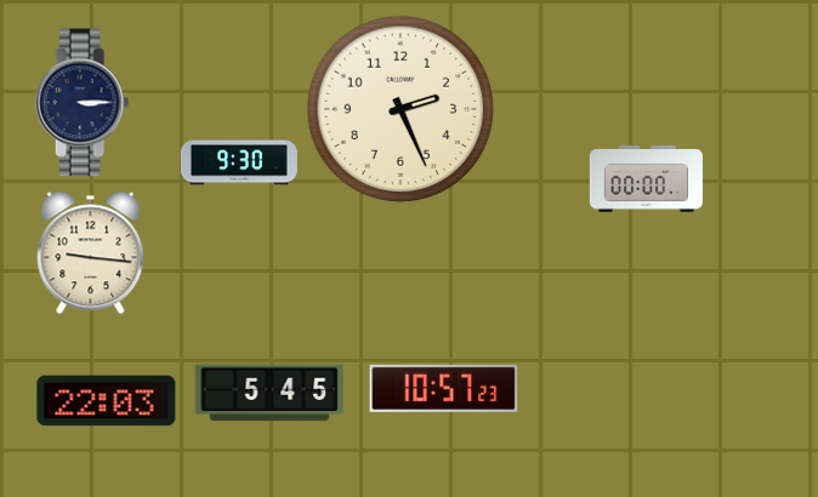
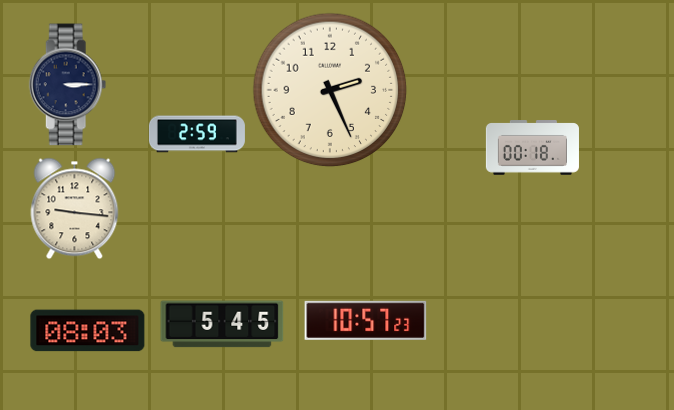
clock at (239, 162): 9:30 -> 2:59
clock at (646, 179): 00:00 -> 00:18
clock at (107, 401): 22:03 -> 08:03
